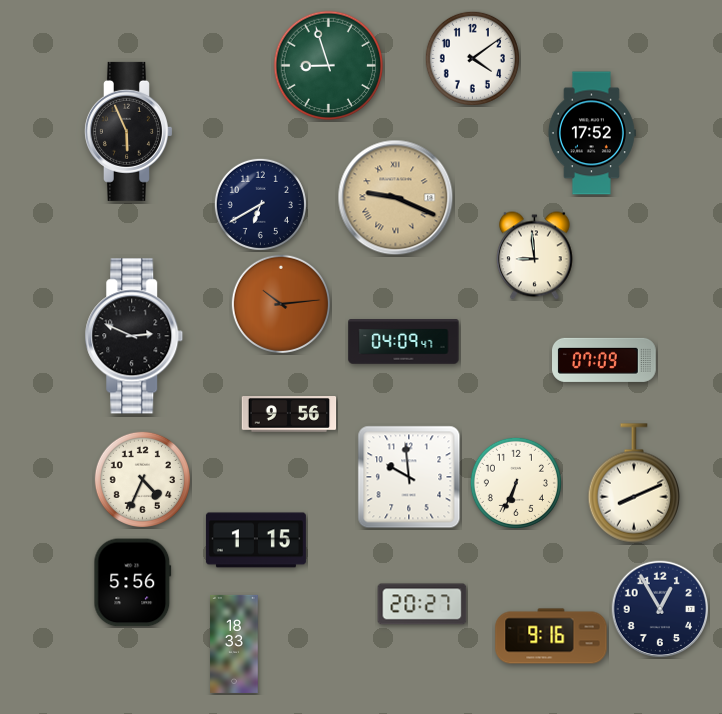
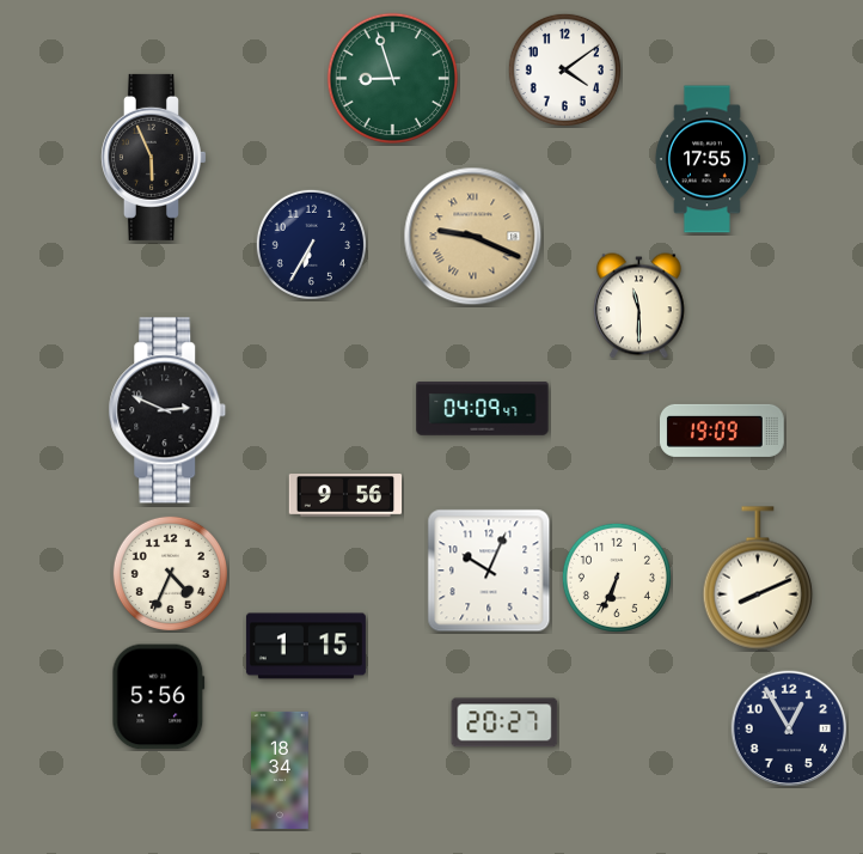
clock at (591, 133): 17:52 -> 17:55
clock at (260, 204): 6:40 -> 6:35
clock at (535, 256): 8:59 -> 11:30
clock at (281, 304): 10:14 -> none
clock at (134, 336) position: (134, 336) -> (167, 410)
clock at (605, 360): 07:09 -> 19:09
clock at (409, 477): 9:59 -> 10:04
clock at (551, 636): 9:16 -> none
clock at (234, 644): 18:33 -> 18:34
